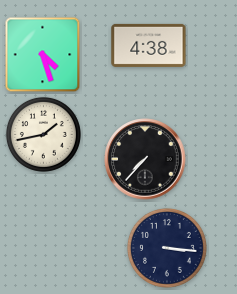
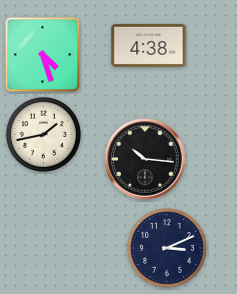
clock at (145, 159): 7:37 -> 10:16
clock at (167, 248): 3:16 -> 3:11
